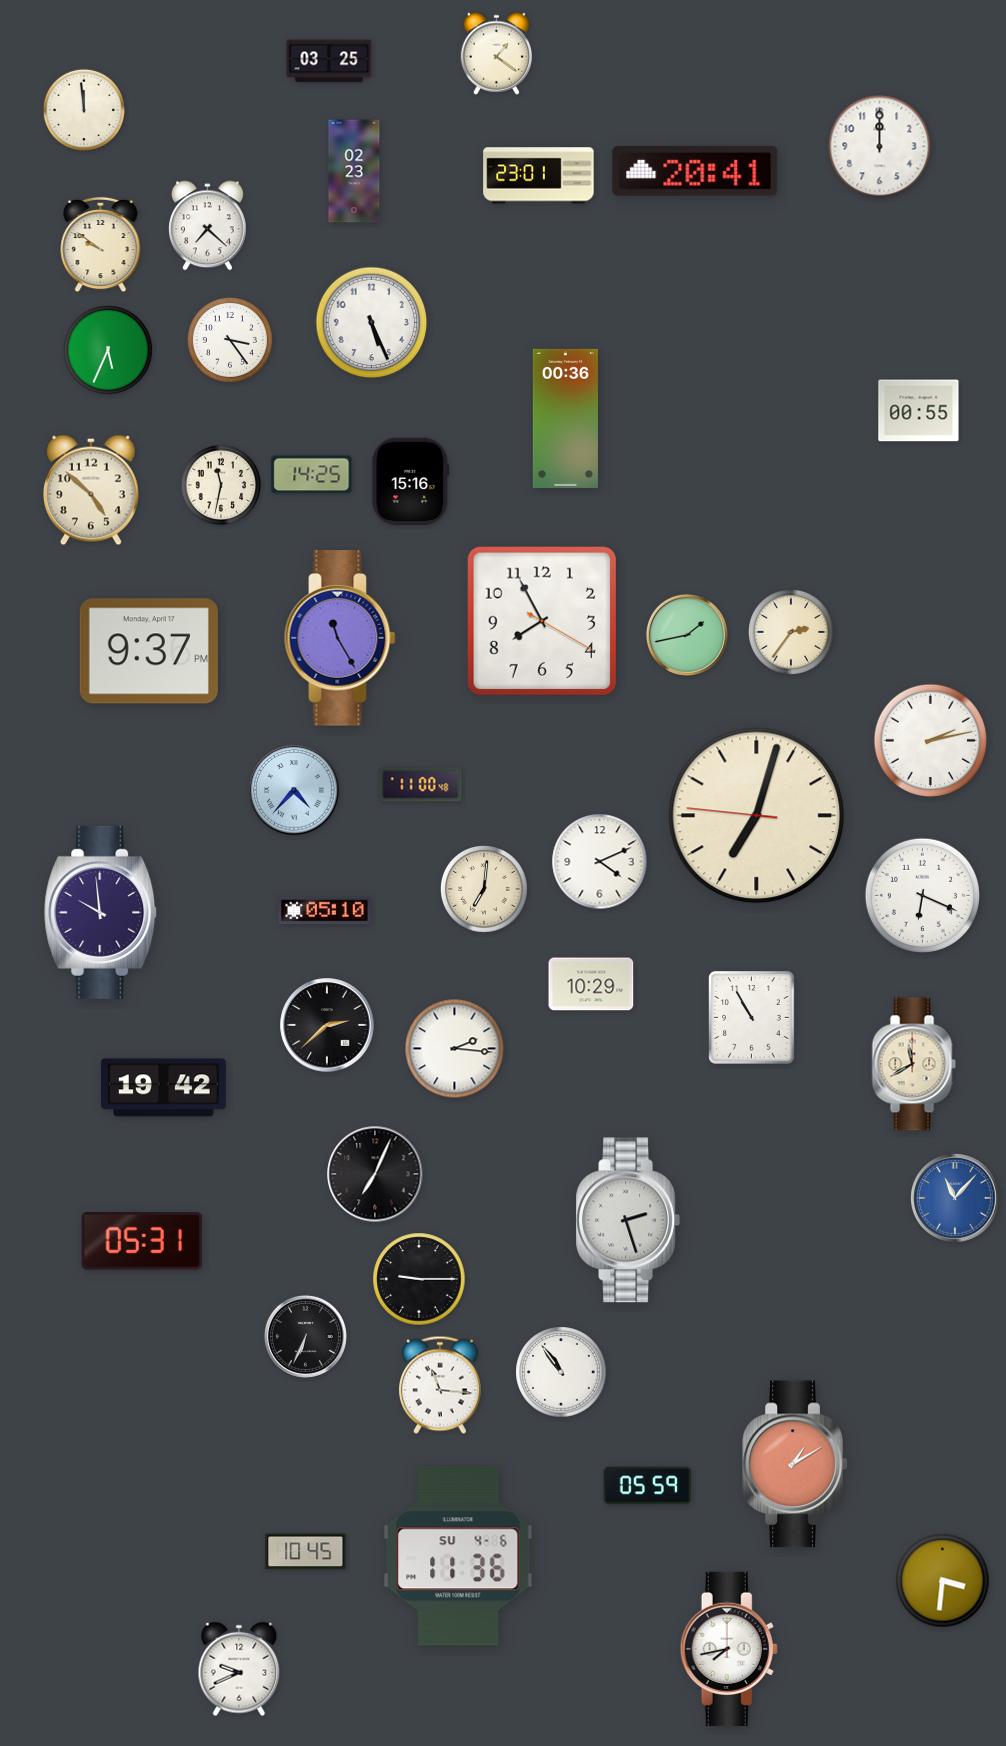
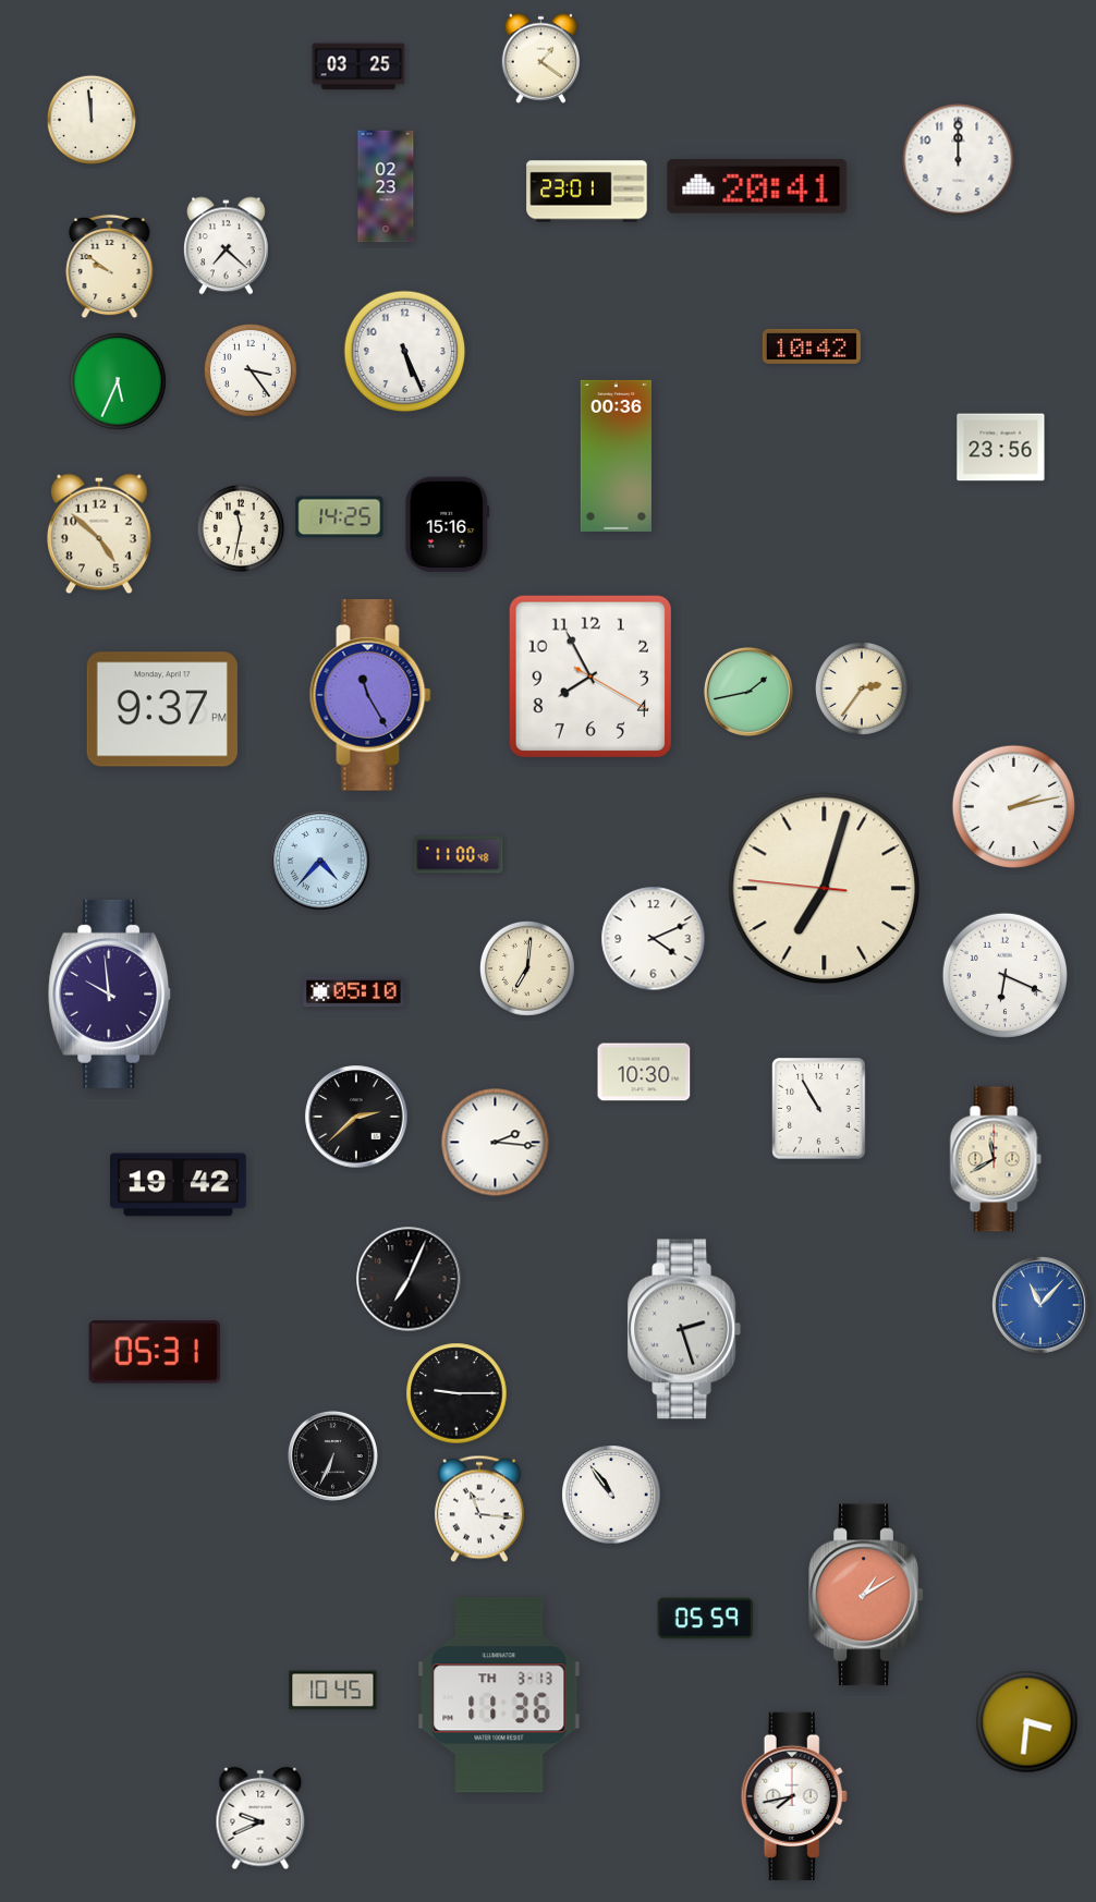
clock at (812, 346): none -> 10:42
clock at (919, 411): 00:55 -> 23:56
clock at (591, 984): 10:29 -> 10:30
clock at (458, 1556) date: SU 4-6 -> TH 3-13
